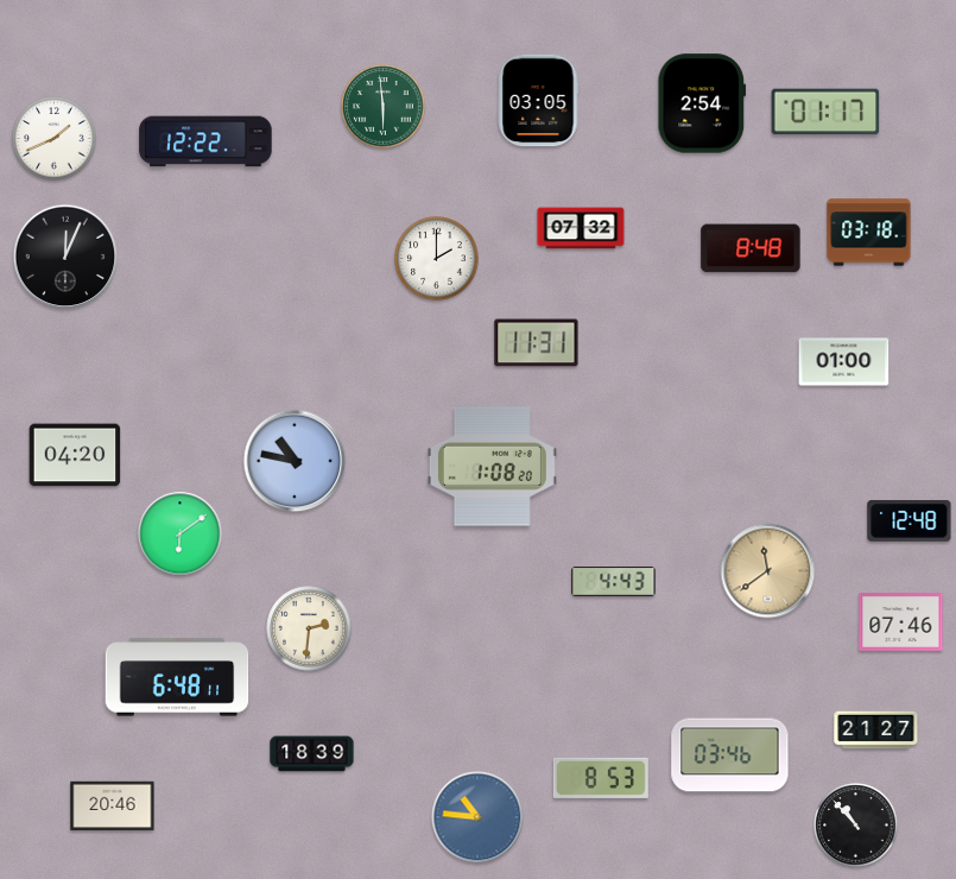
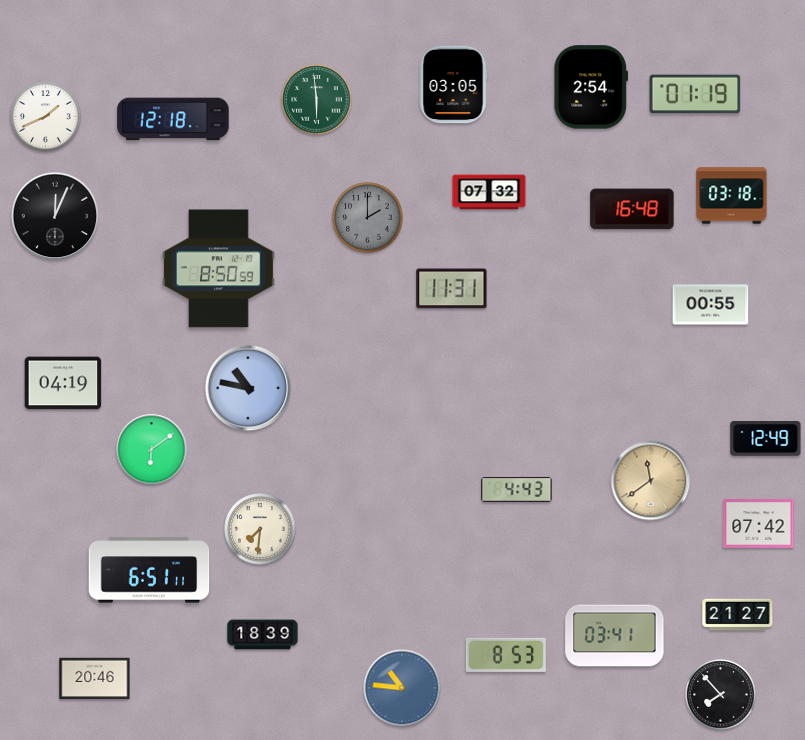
clock at (384, 107) position: (384, 107) -> (317, 100)
clock at (825, 112): 01:17 -> 01:19
clock at (205, 141): 12:22 -> 12:18
clock at (751, 248): 8:48 -> 16:48
clock at (437, 259) dial: white -> grey
clock at (218, 269): none -> 8:50
clock at (844, 362): 01:00 -> 00:55
clock at (75, 455): 04:20 -> 04:19
clock at (492, 467): 1:08 -> none
clock at (910, 521): 12:48 -> 12:49
clock at (768, 571) position: (768, 571) -> (651, 481)
clock at (901, 622): 07:46 -> 07:42
clock at (309, 628): 2:31 -> 7:31
clock at (177, 677): 6:48 -> 6:51
clock at (730, 755): 03:46 -> 03:41
clock at (856, 826): 10:53 -> 7:53
